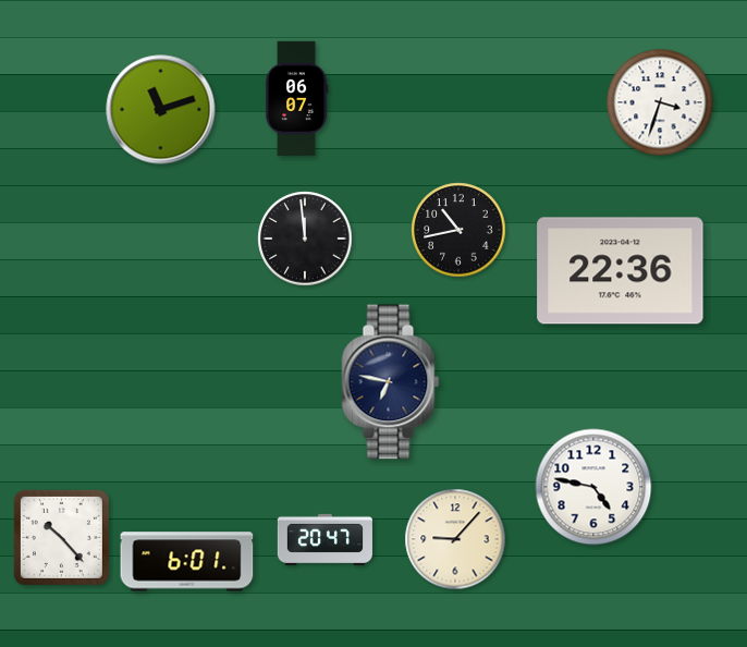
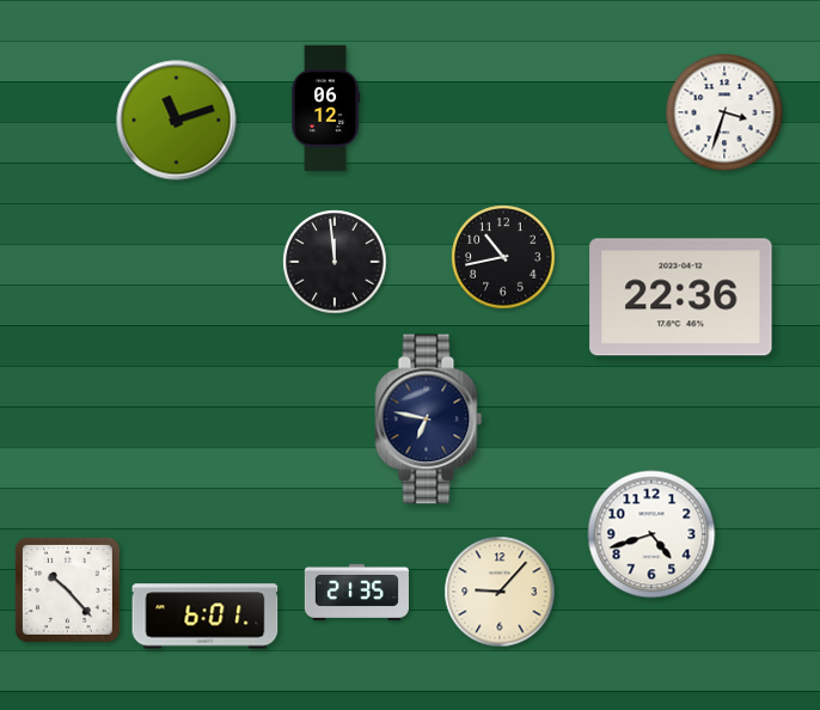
clock at (296, 99): 06:07 -> 06:12
clock at (458, 230) position: (458, 230) -> (503, 257)
clock at (593, 487): 4:47 -> 4:42
clock at (324, 539): 20:47 -> 21:35
